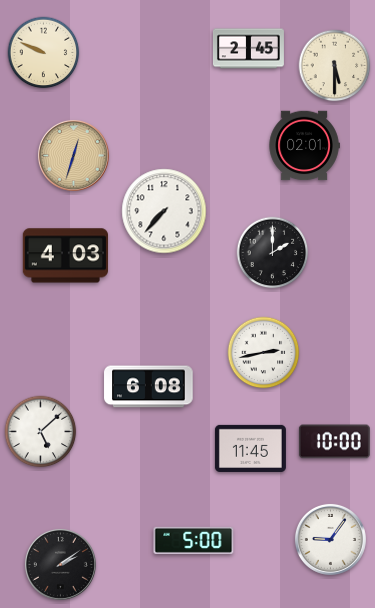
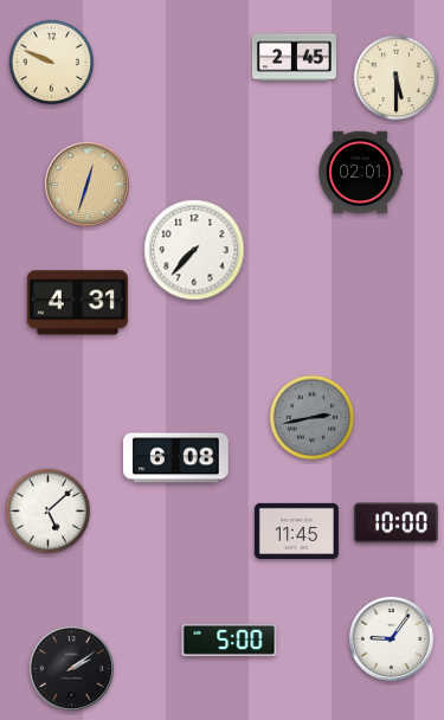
clock at (273, 253): 2:00 -> none
clock at (65, 256): 4:03 -> 4:31
clock at (264, 353) dial: white -> grey
